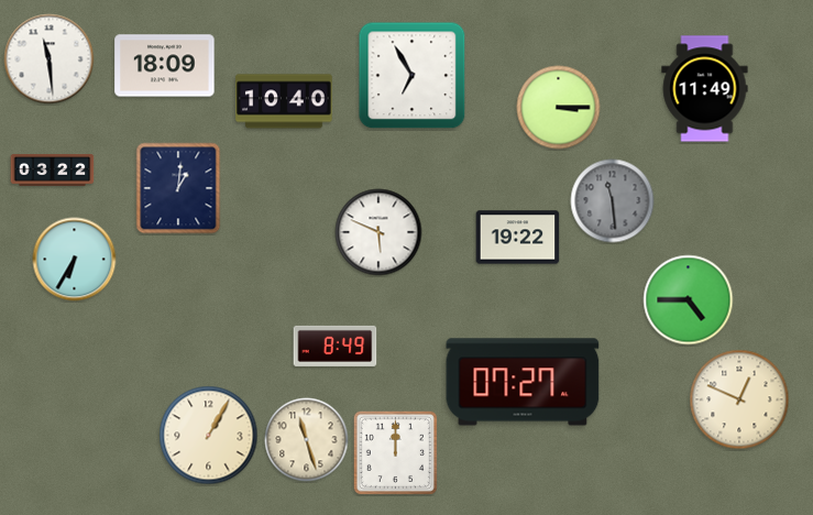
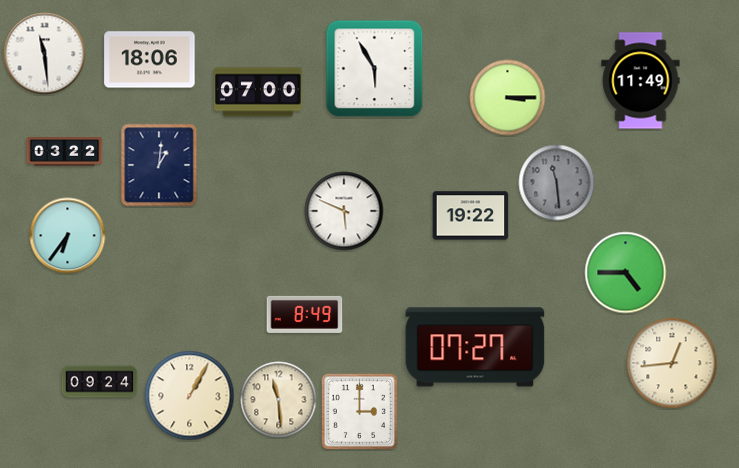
clock at (165, 66): 18:09 -> 18:06
clock at (413, 76): 6:55 -> 5:55
clock at (284, 101): 10:40 -> 07:00
clock at (53, 169) position: (53, 169) -> (65, 151)
clock at (178, 188) position: (178, 188) -> (159, 165)
clock at (75, 260): 6:35 -> 6:36
clock at (739, 399): 12:49 -> 12:44
clock at (100, 382): none -> 09:24
clock at (307, 440): 11:27 -> 11:29
clock at (395, 452): 12:00 -> 3:00
